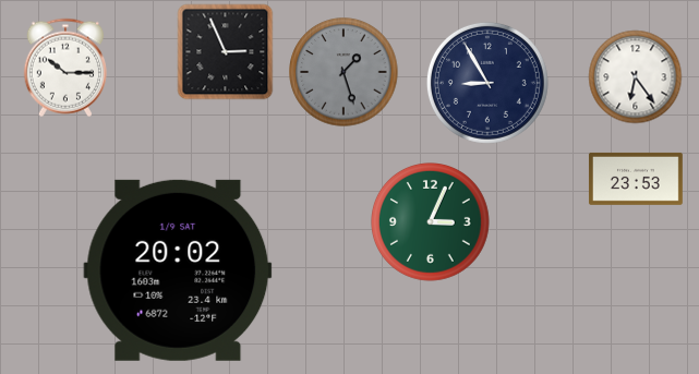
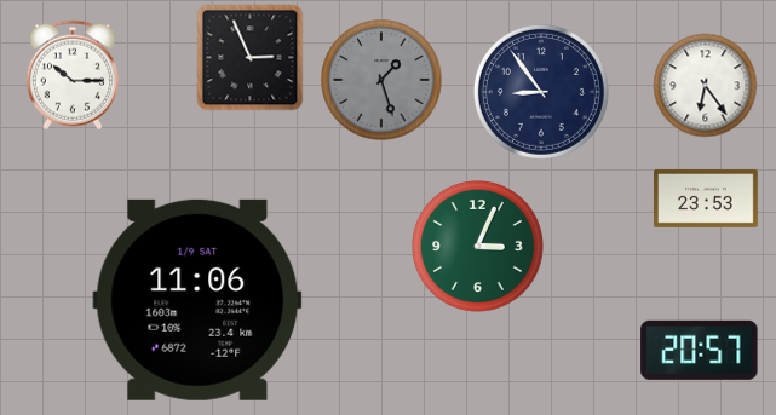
clock at (487, 83): 8:55 -> 8:54
clock at (178, 270): 20:02 -> 11:06
clock at (700, 350): none -> 20:57
